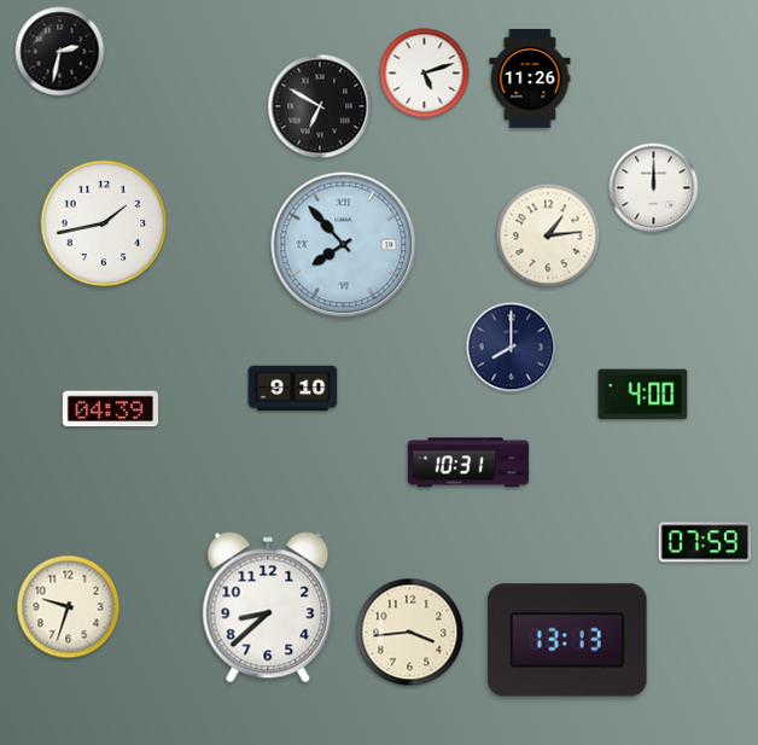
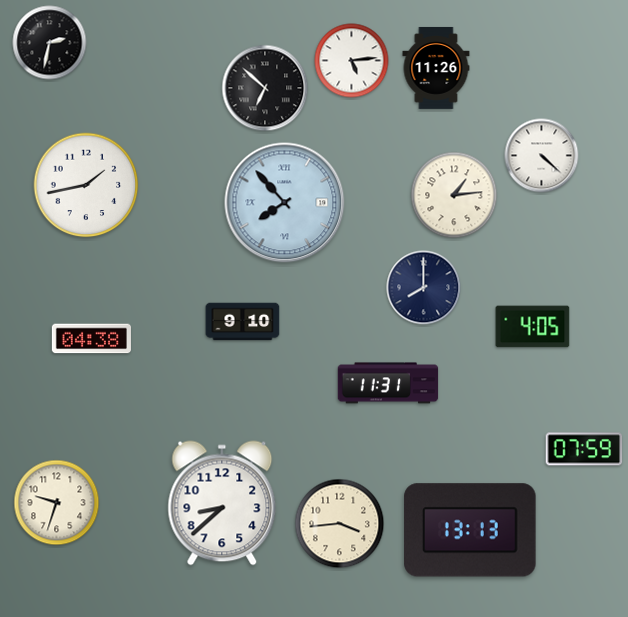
clock at (425, 74): 5:12 -> 5:14
clock at (530, 78) position: (530, 78) -> (436, 68)
clock at (320, 106): 6:50 -> 6:52
clock at (654, 188): 12:00 -> 4:22
clock at (643, 395): 4:00 -> 4:05
clock at (110, 409): 04:39 -> 04:38
clock at (468, 462): 10:31 -> 11:31
